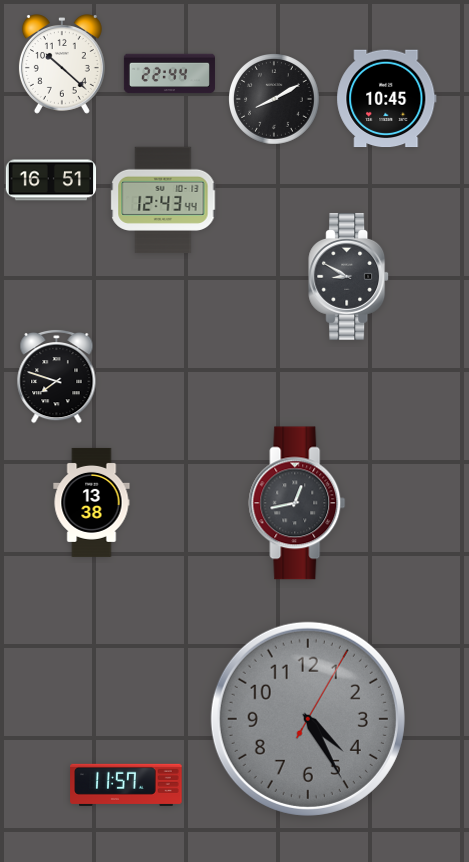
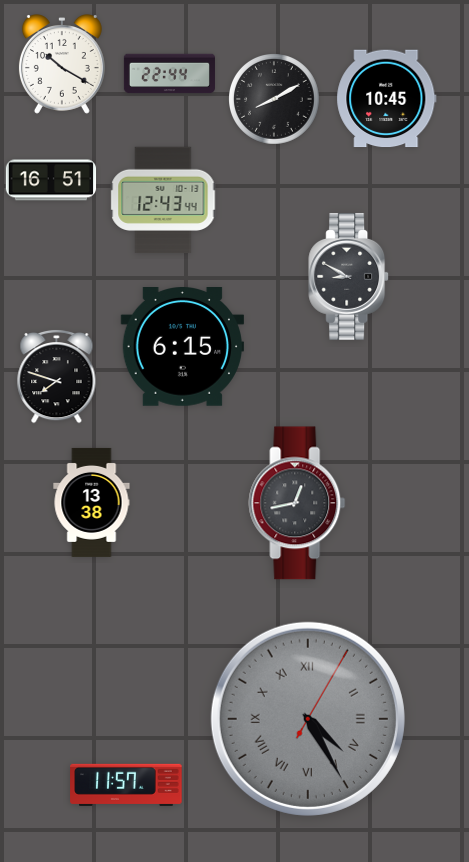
clock at (62, 65): 10:22 -> 10:20
clock at (182, 347): none -> 6:15
clock at (308, 719) numerals: Arabic -> Roman
